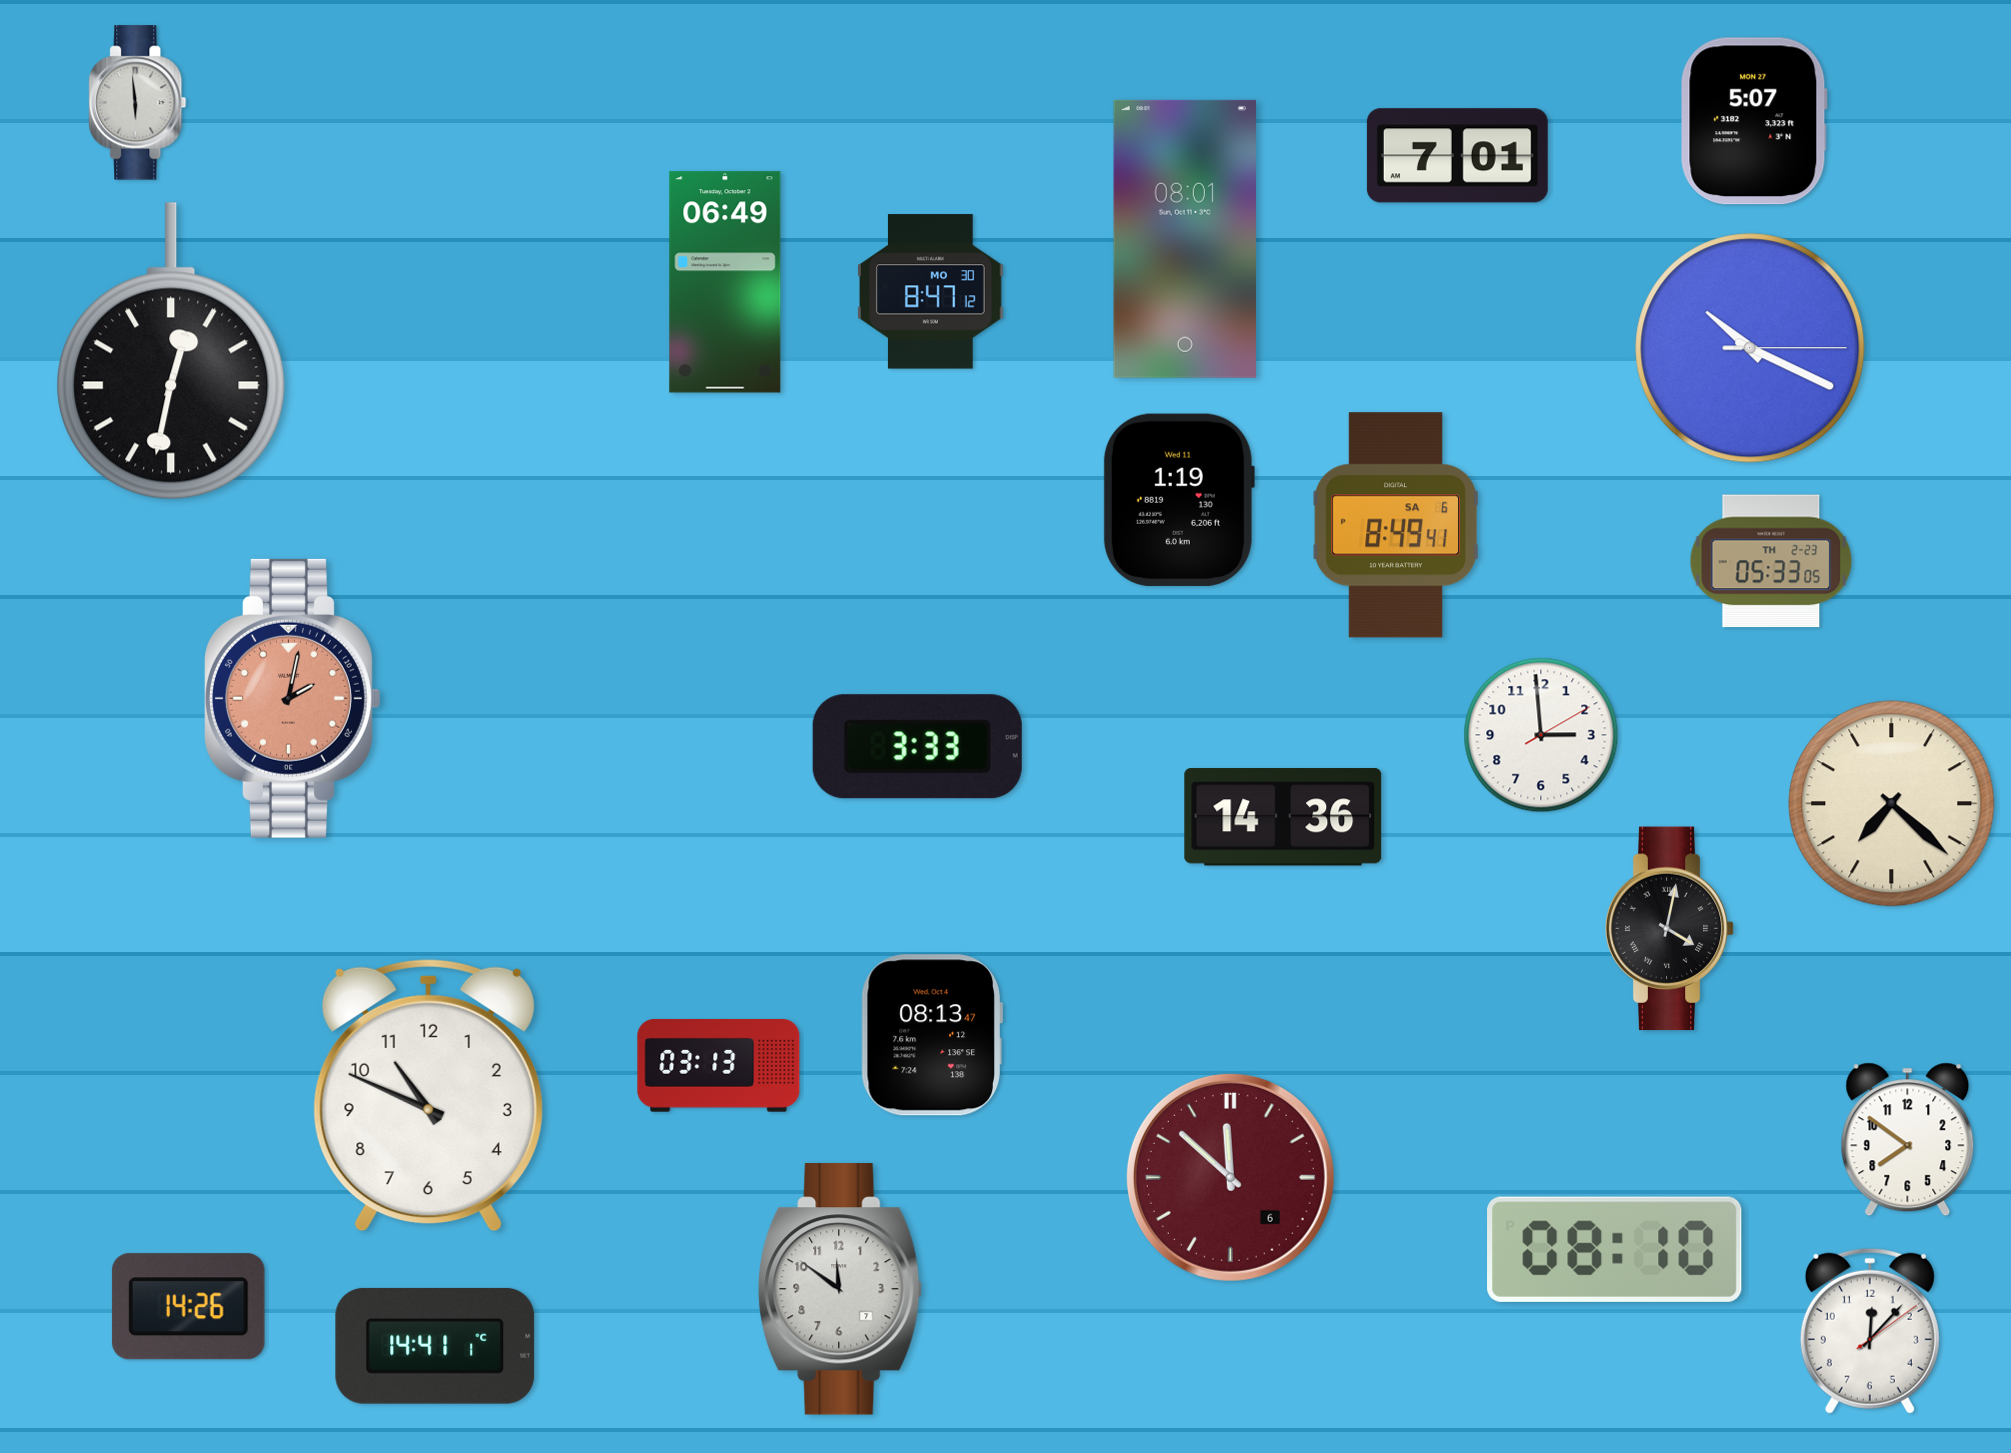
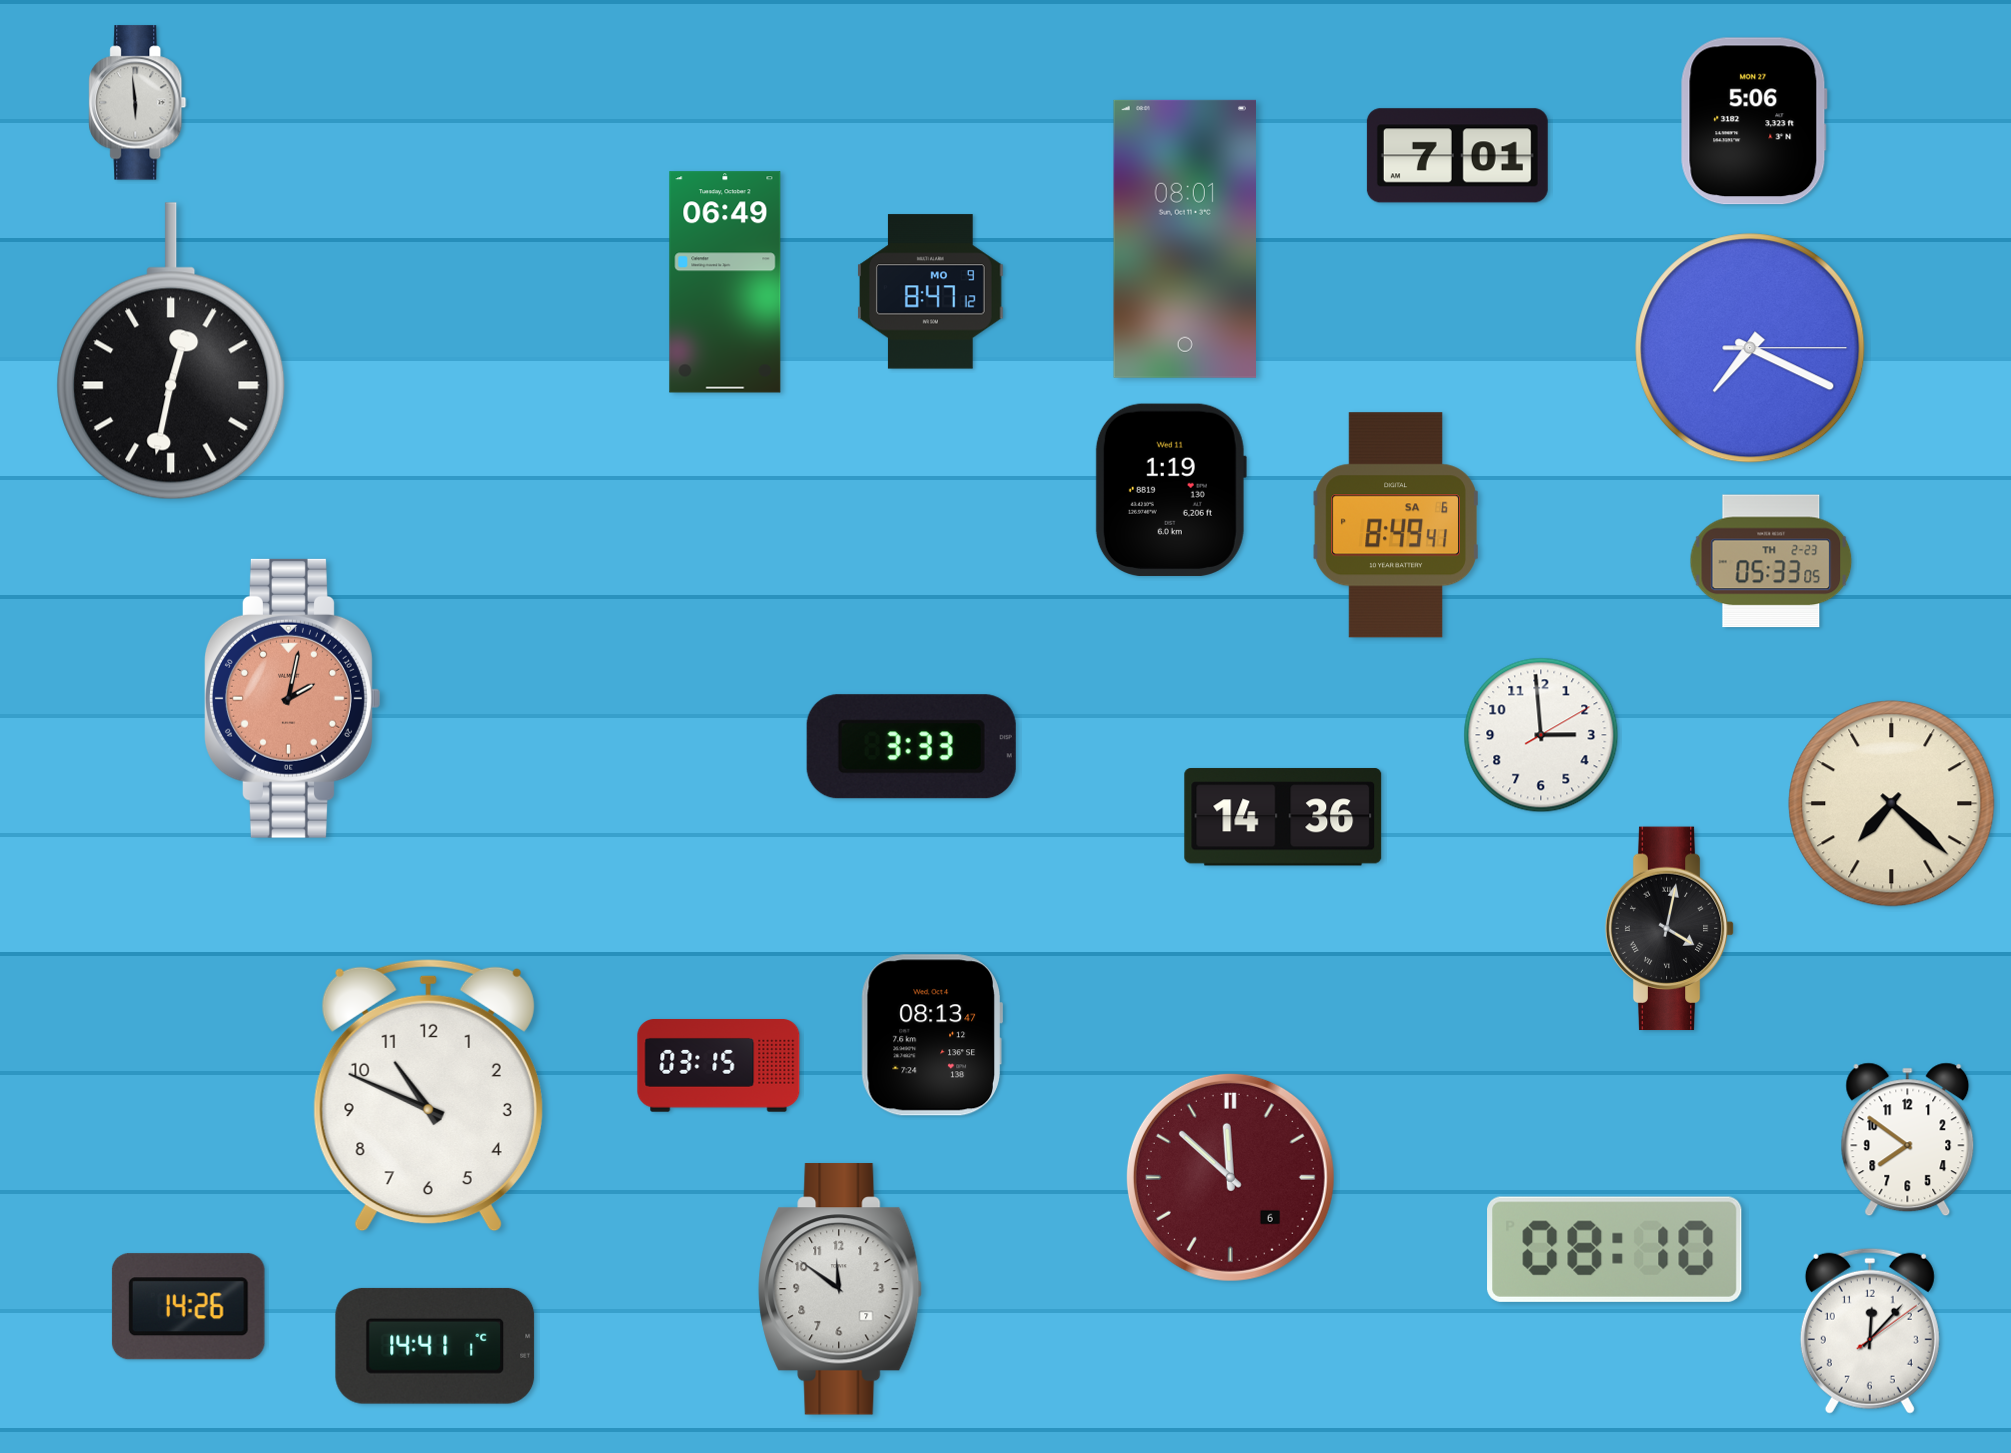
clock at (1754, 121): 5:07 -> 5:06
clock at (931, 292) date: MO 30 -> MO 9
clock at (1750, 348): 10:19 -> 7:19
clock at (1179, 500) position: (1179, 500) -> (1171, 490)
clock at (917, 747) position: (917, 747) -> (911, 747)
clock at (719, 1066): 03:13 -> 03:15
